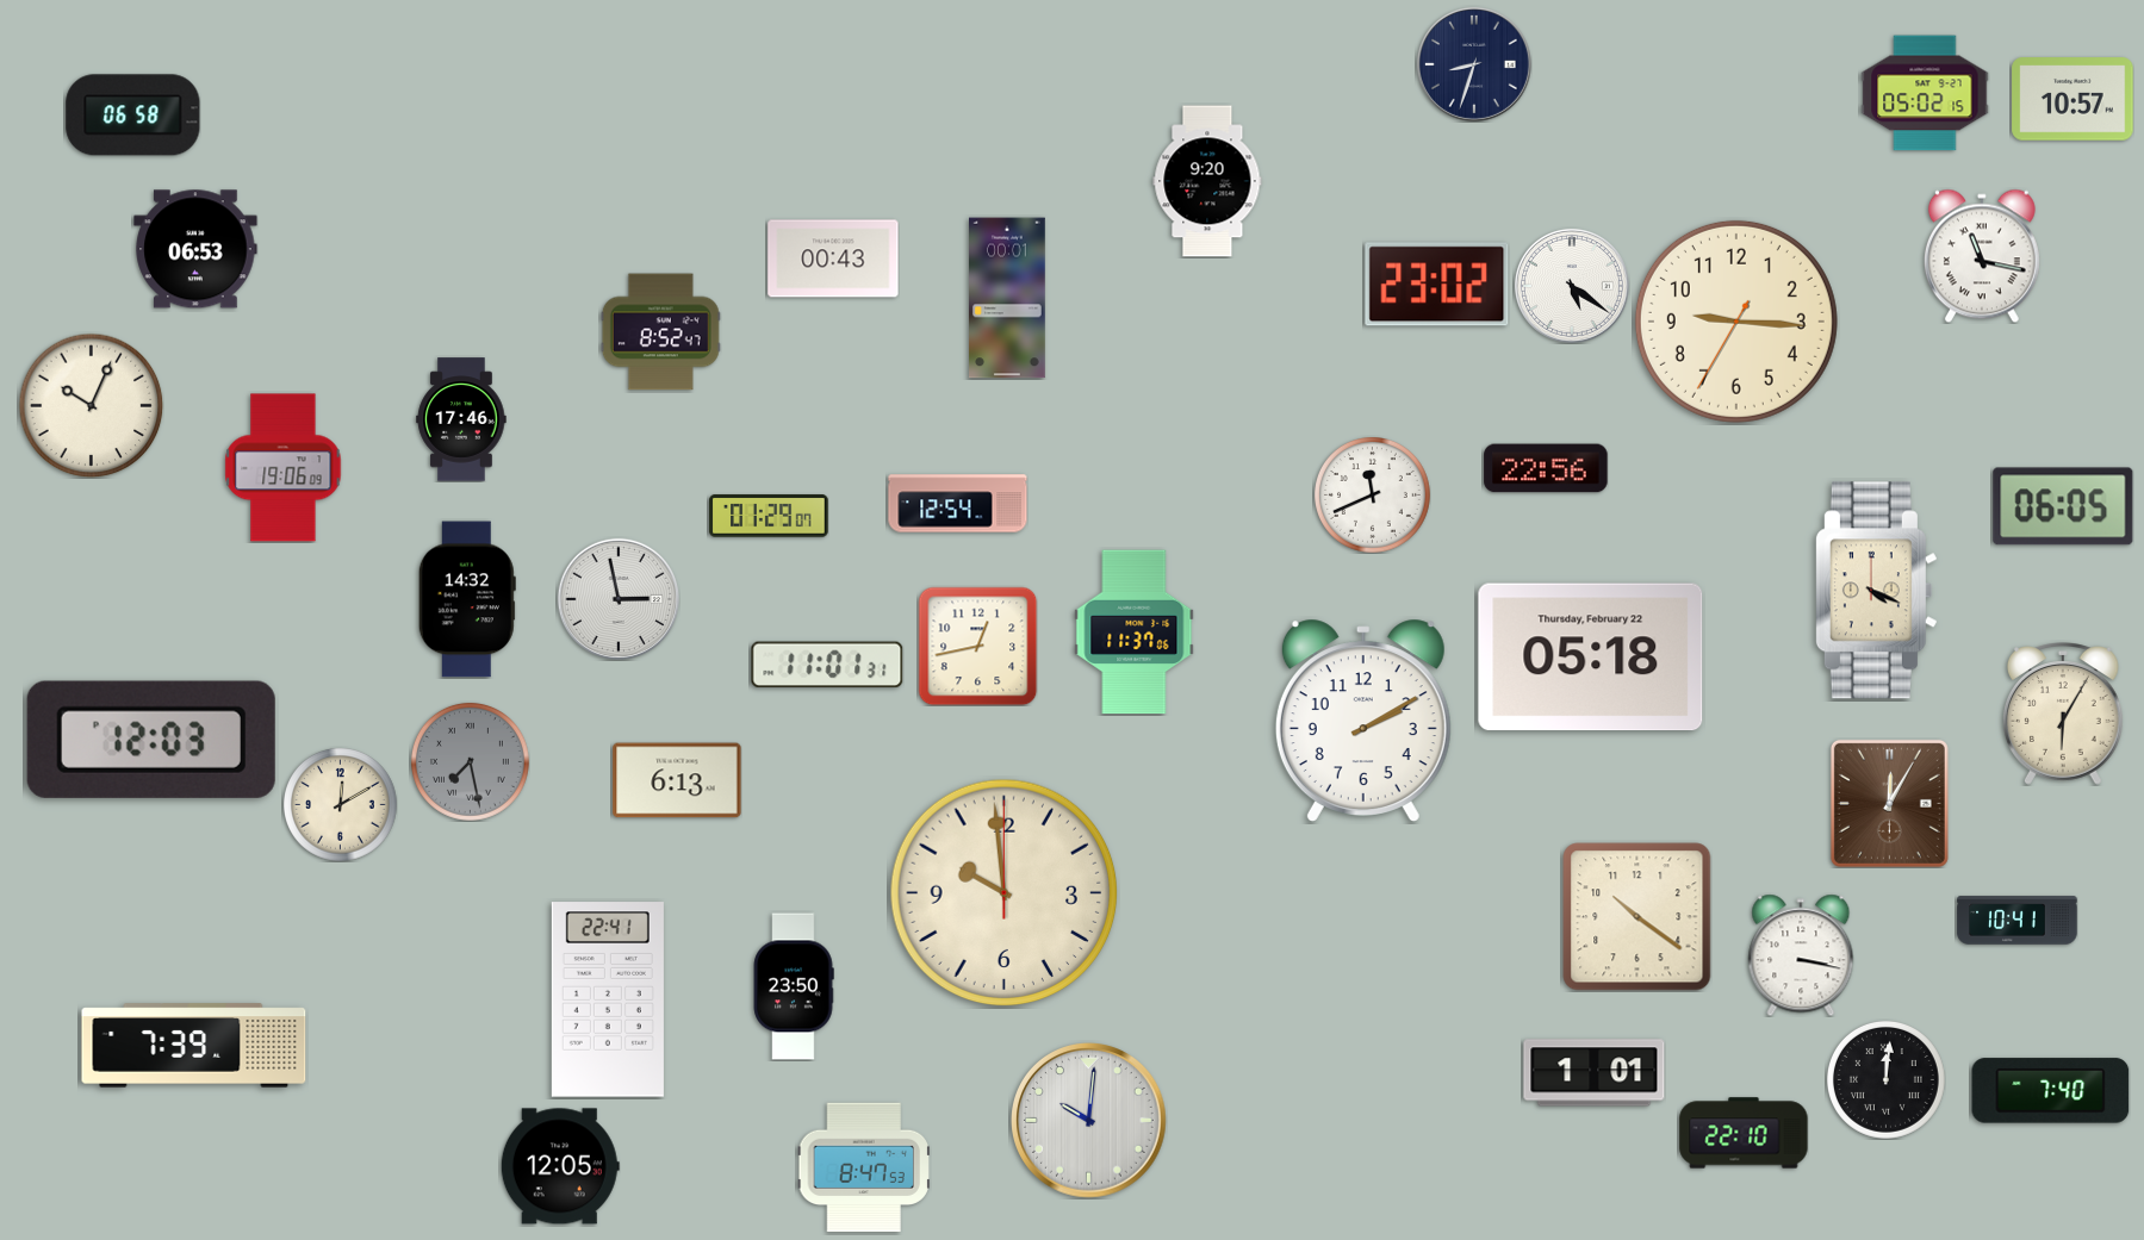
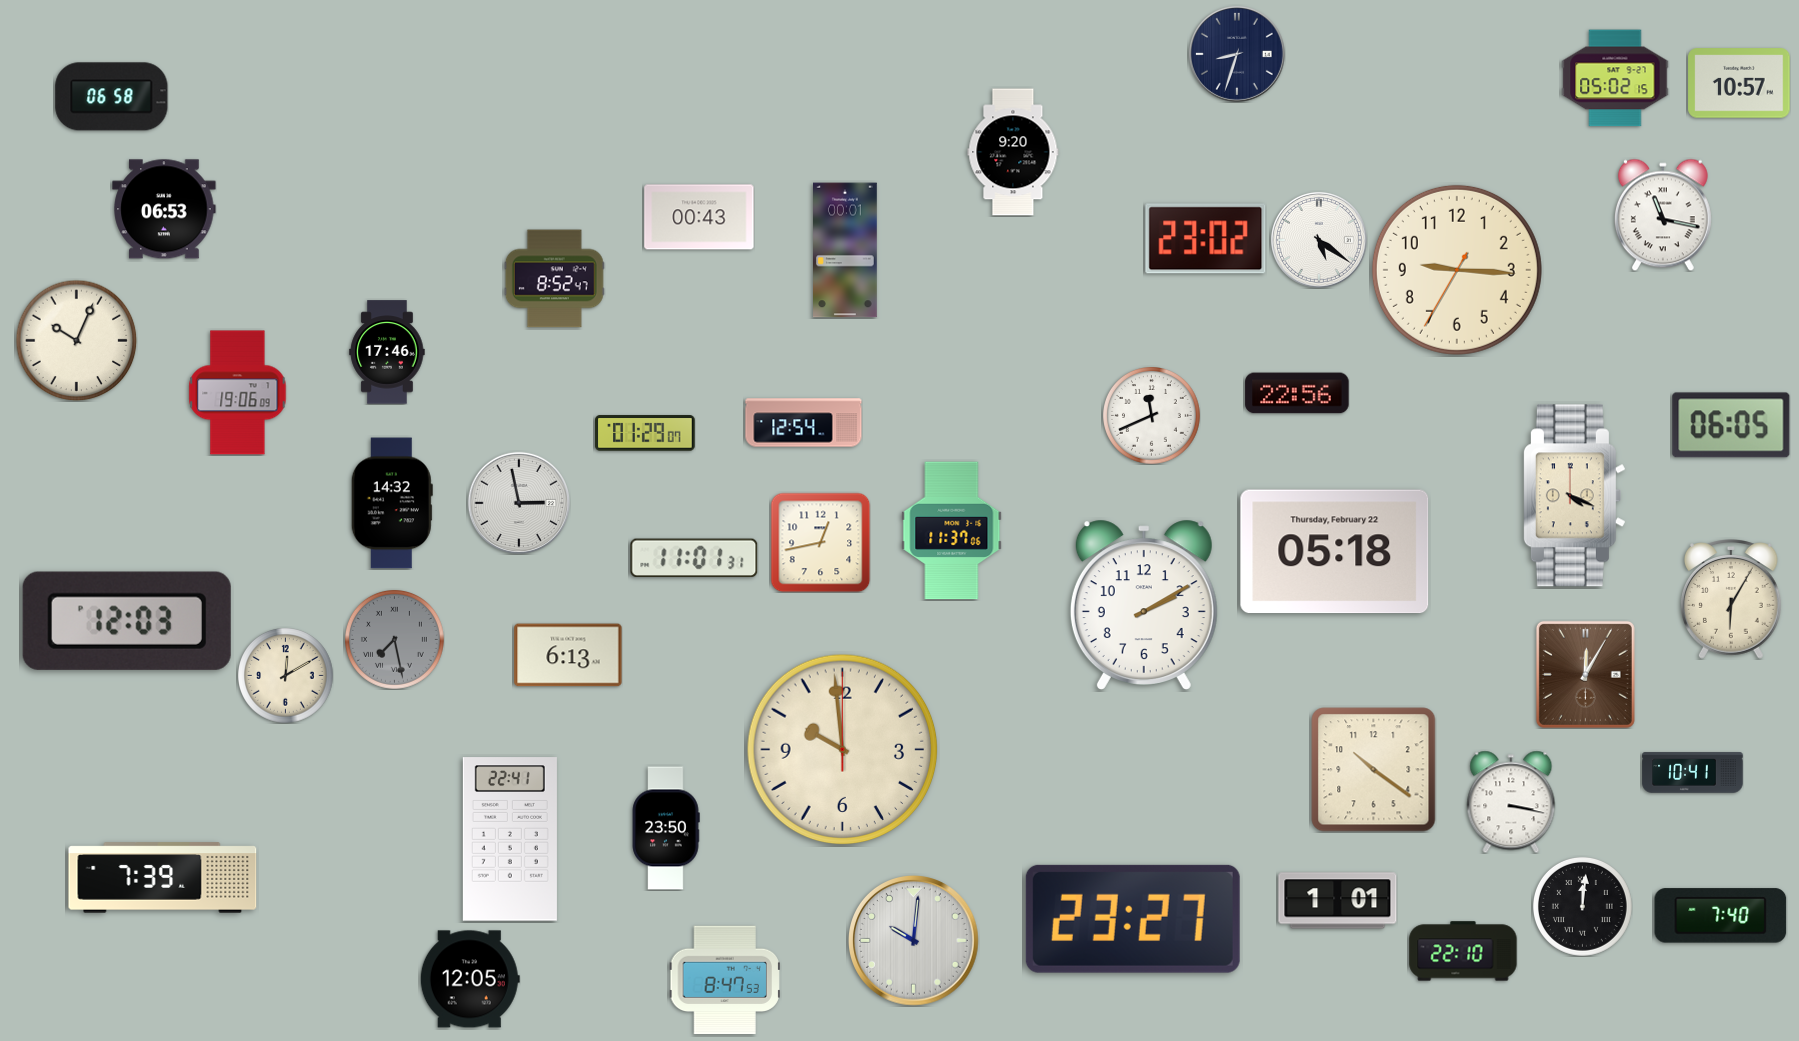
clock at (1133, 919): none -> 23:27
